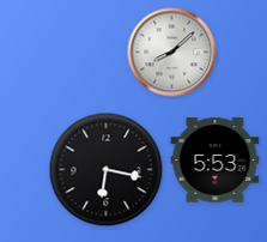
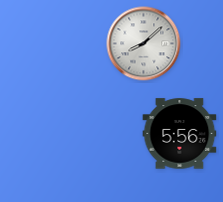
clock at (216, 161): 5:53 -> 5:56
clock at (107, 170): 6:17 -> none
